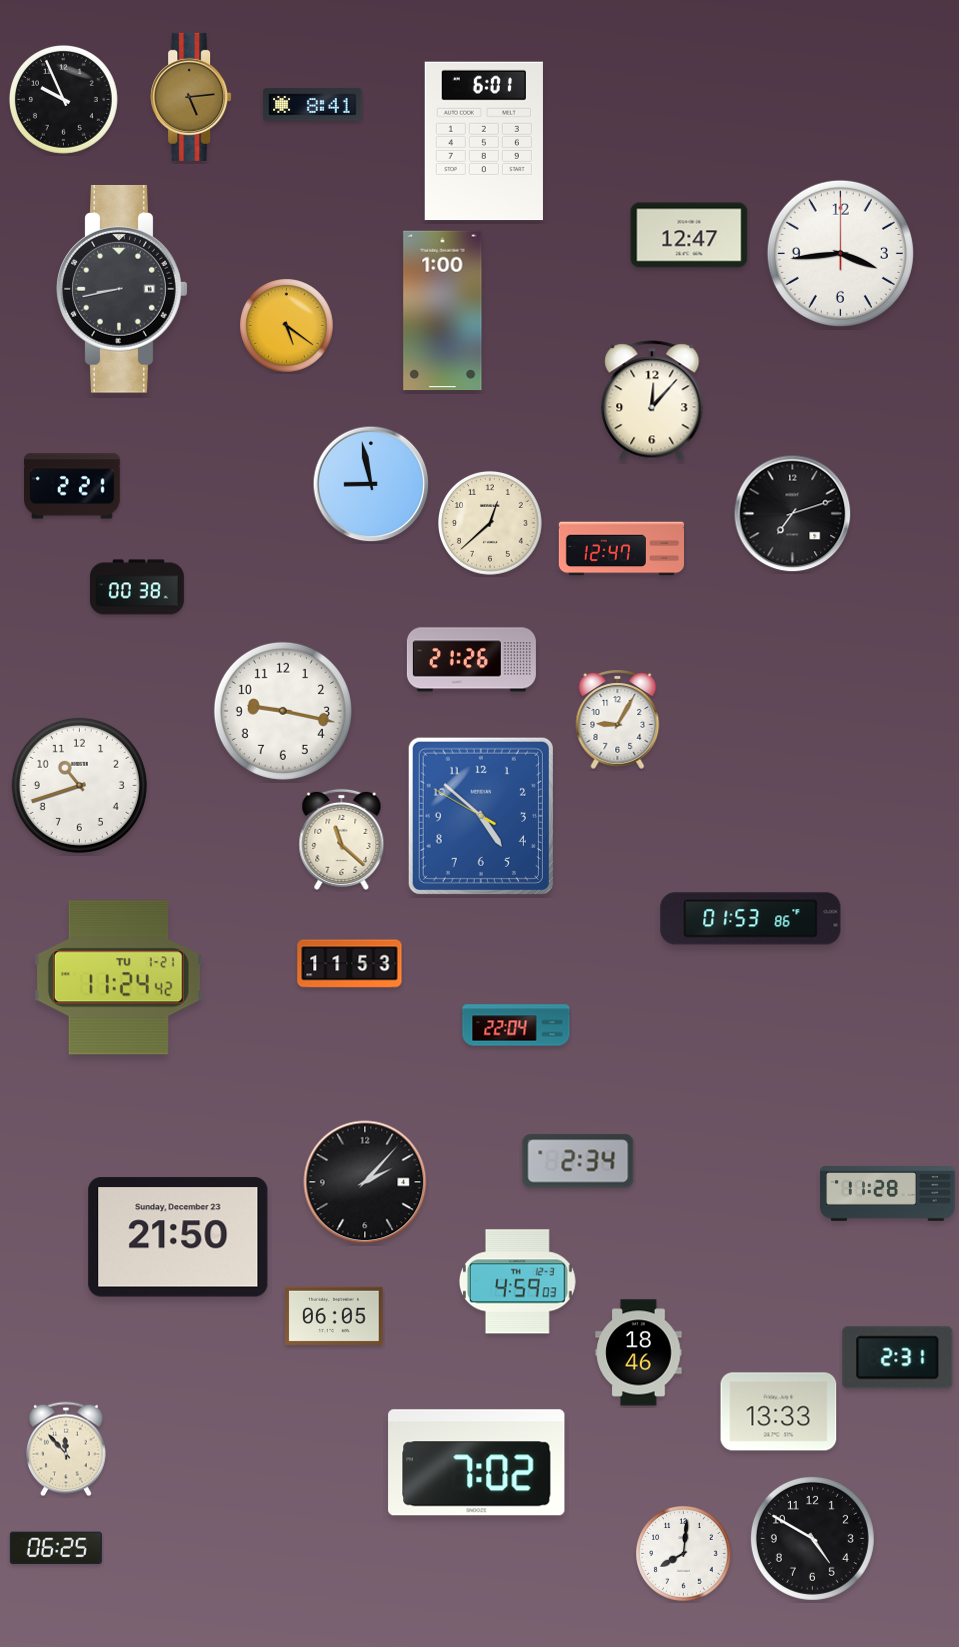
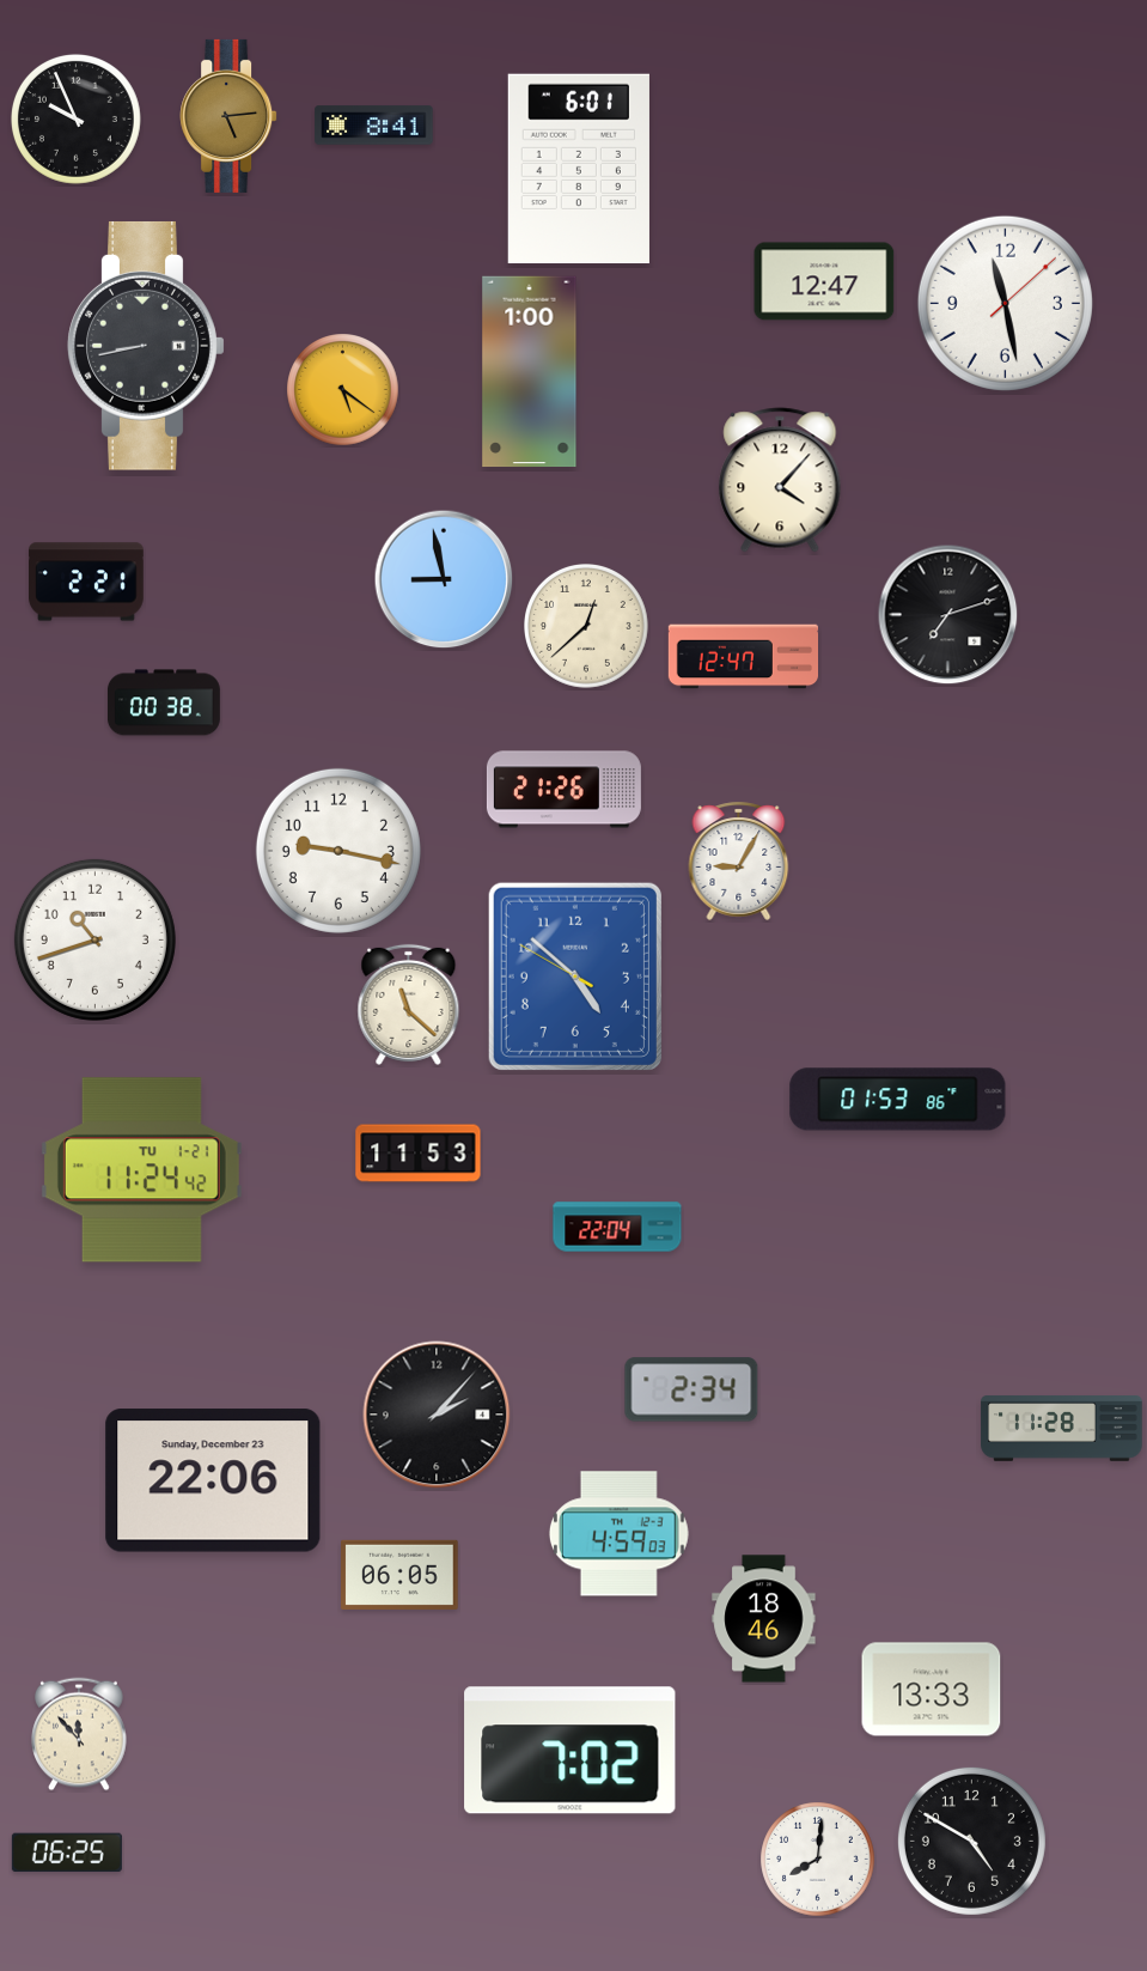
clock at (840, 253): 3:44 -> 11:28
clock at (652, 401): 12:07 -> 4:07
clock at (178, 1237): 21:50 -> 22:06
clock at (898, 1358): 2:31 -> none
